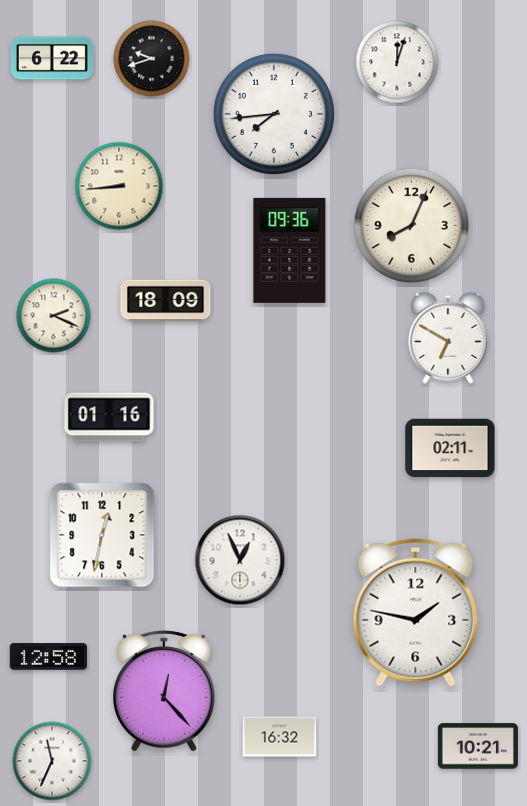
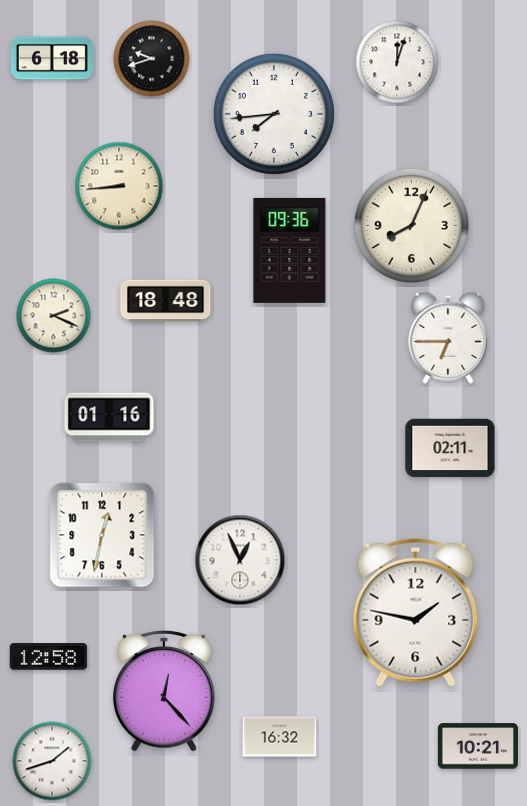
clock at (52, 58): 6:22 -> 6:18
clock at (166, 301): 18:09 -> 18:48
clock at (448, 338): 6:50 -> 6:45
clock at (52, 761): 11:34 -> 1:42
